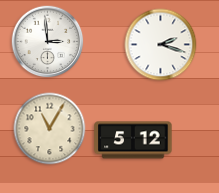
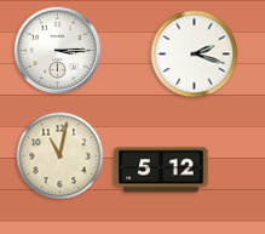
clock at (48, 42): 2:59 -> 3:15
clock at (50, 129): 11:05 -> 11:02
